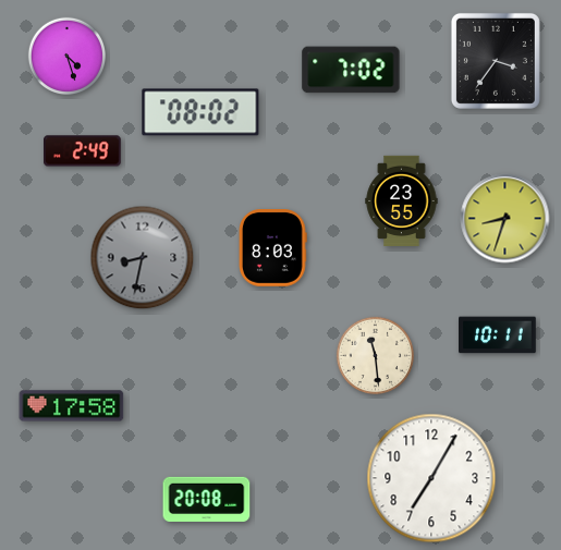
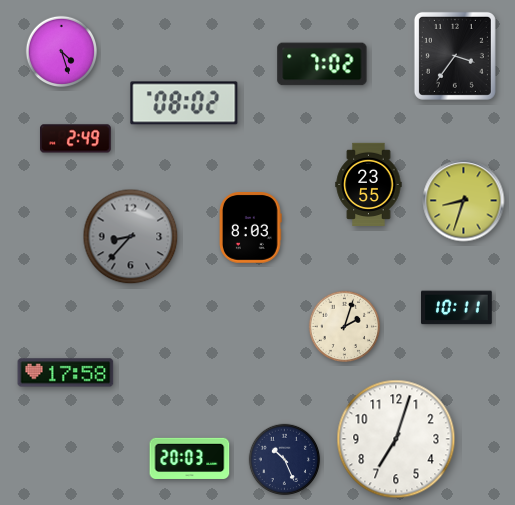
clock at (143, 258): 8:32 -> 8:37
clock at (376, 356): 11:29 -> 2:03
clock at (431, 478): 7:05 -> 7:03
clock at (207, 499): 20:08 -> 20:03
clock at (285, 460): none -> 10:26
